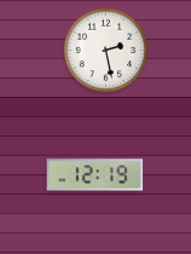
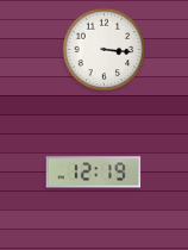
clock at (106, 51): 2:28 -> 3:16
